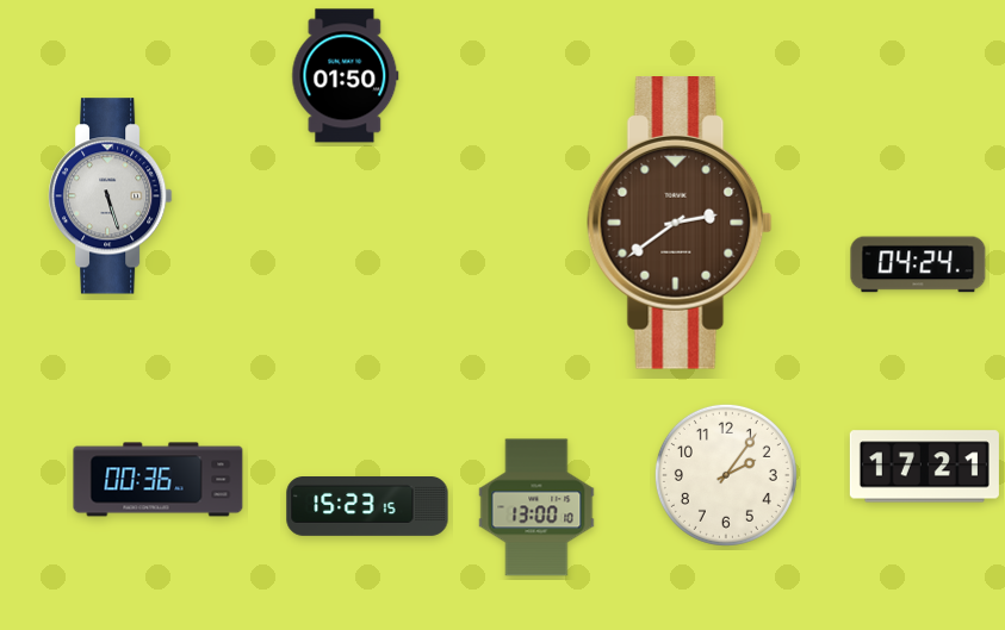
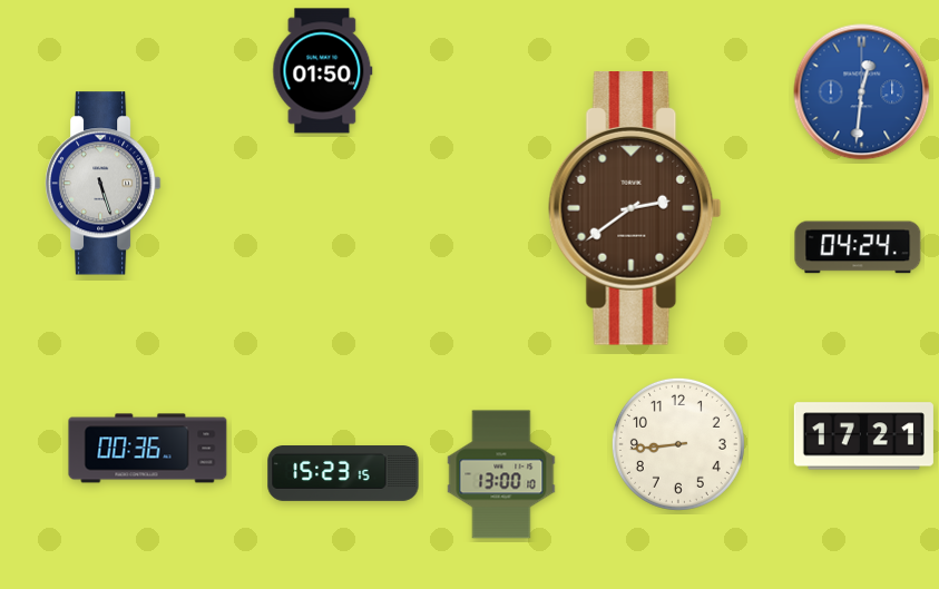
clock at (862, 92): none -> 12:31
clock at (726, 475): 2:06 -> 8:44
